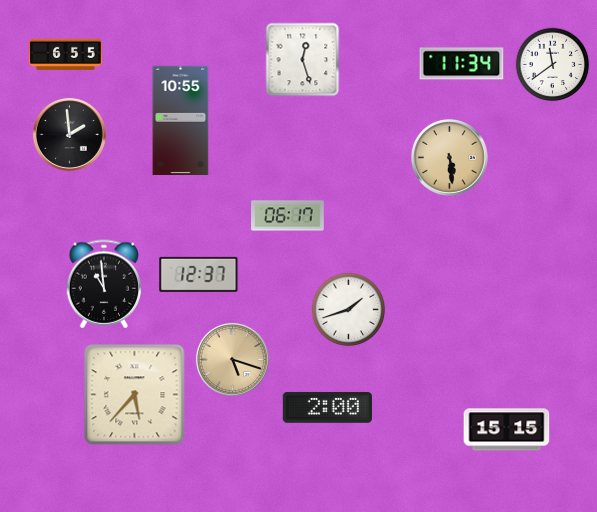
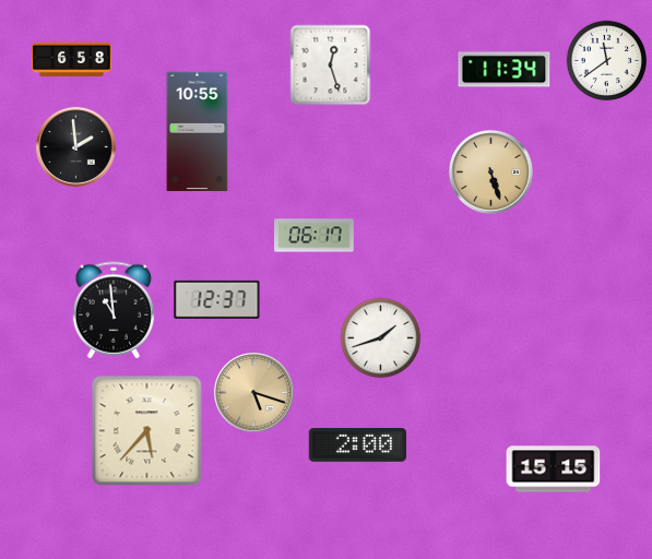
clock at (66, 54): 6:55 -> 6:58
clock at (553, 65) position: (553, 65) -> (607, 61)
clock at (449, 157): 5:29 -> 5:27
